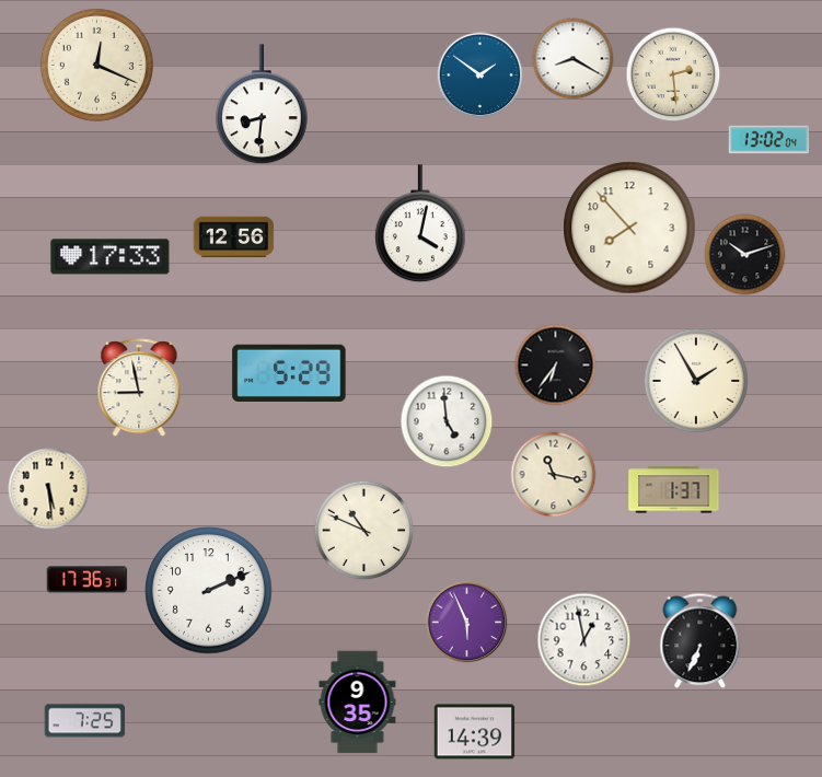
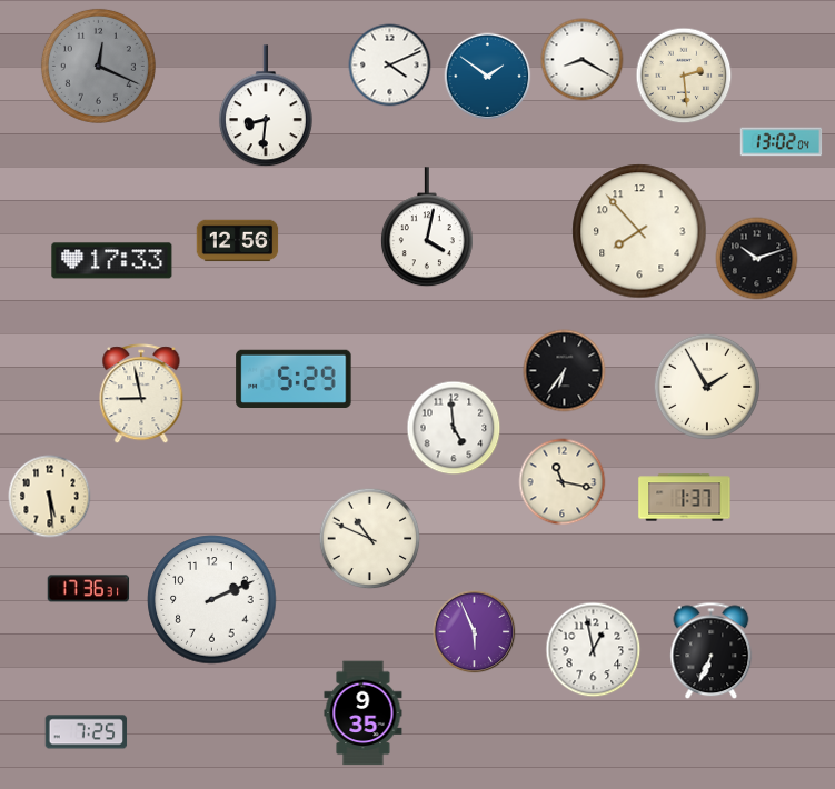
clock at (96, 65) dial: cream -> grey
clock at (390, 66): none -> 4:11
clock at (475, 732): 14:39 -> none
